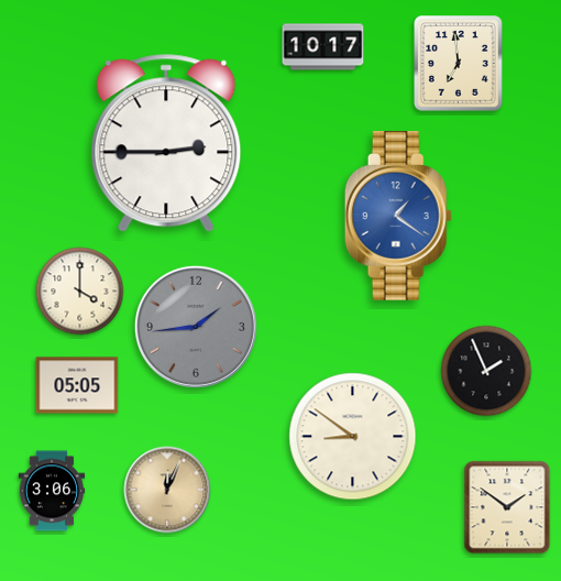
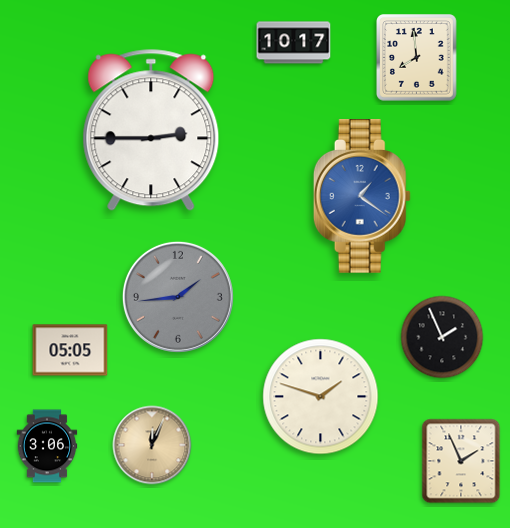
clock at (459, 64): 6:59 -> 7:59
clock at (80, 292): 4:00 -> none
clock at (353, 437): 8:51 -> 1:48
clock at (507, 507): 1:51 -> 1:56
